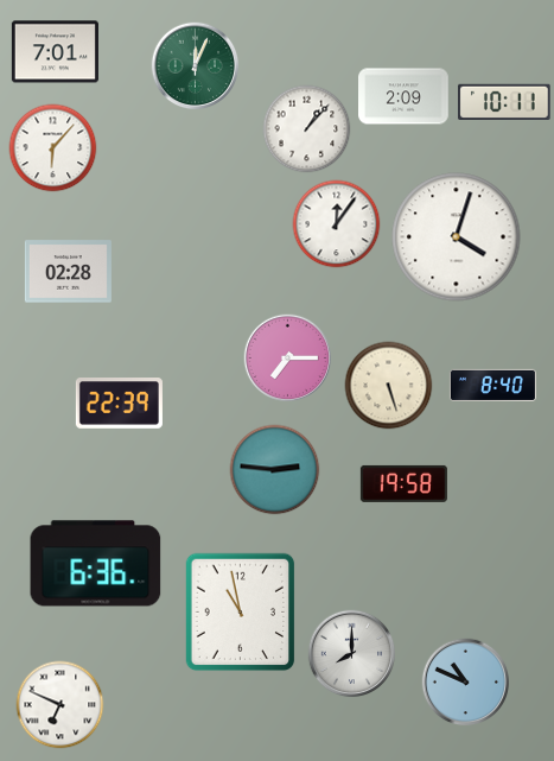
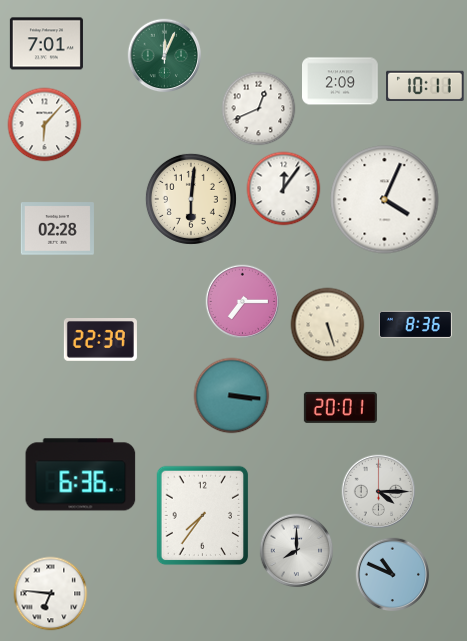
clock at (307, 129): 1:07 -> 12:41
clock at (191, 199): none -> 6:01
clock at (457, 237): 4:03 -> 4:04
clock at (492, 385): 8:40 -> 8:36
clock at (275, 470): 2:46 -> 3:16
clock at (403, 483): 19:58 -> 20:01
clock at (379, 492): none -> 4:15
clock at (241, 613): 10:58 -> 7:36
clock at (61, 705): 6:49 -> 6:46
